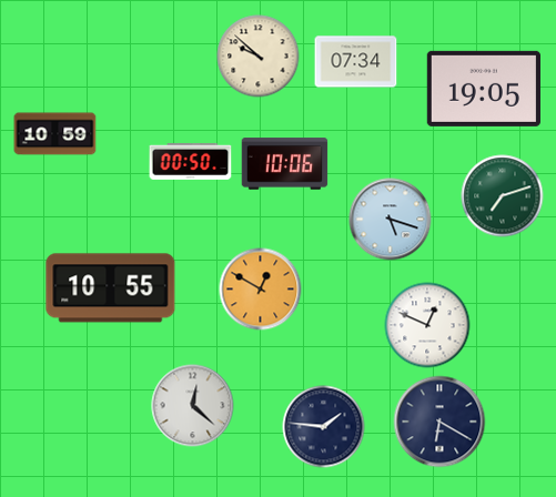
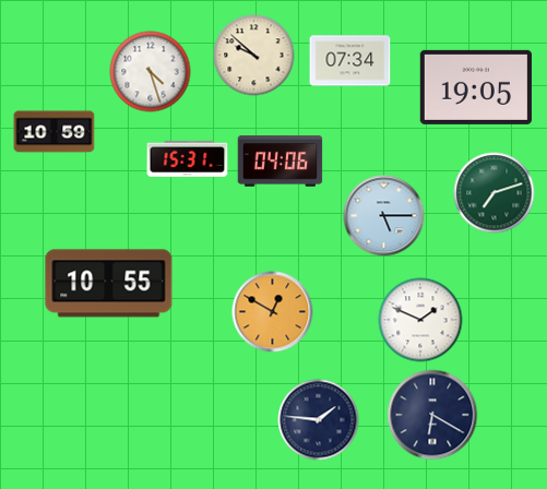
clock at (151, 72): none -> 4:27
clock at (191, 161): 00:50 -> 15:31
clock at (285, 164): 10:06 -> 04:06
clock at (391, 220): 5:18 -> 5:15
clock at (261, 290) position: (261, 290) -> (273, 312)
clock at (427, 325): 12:49 -> 1:49
clock at (193, 406): 12:22 -> none
